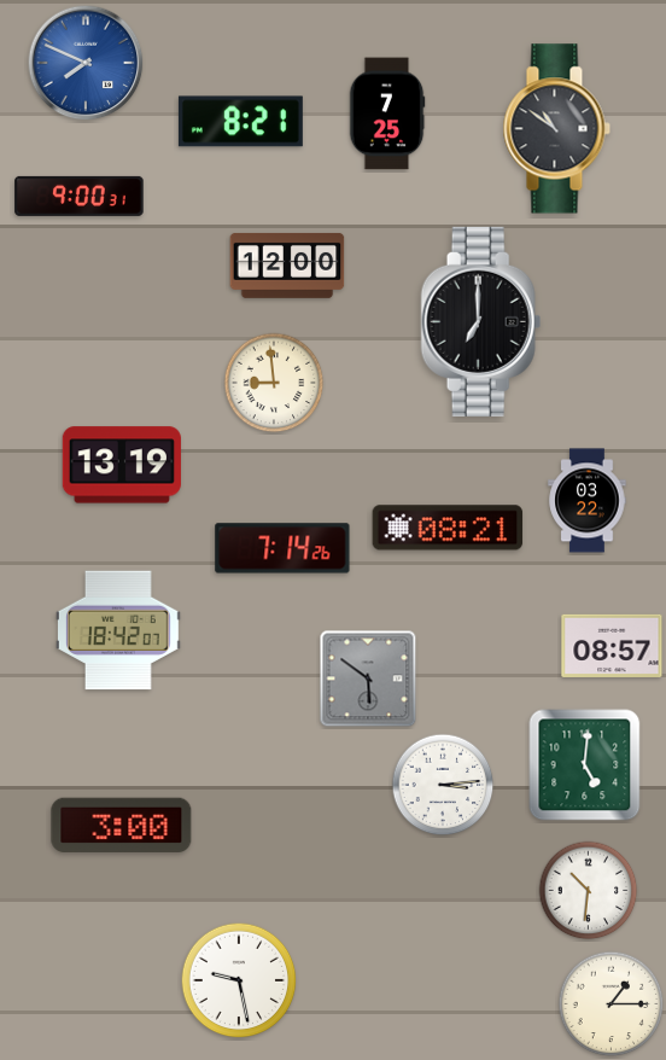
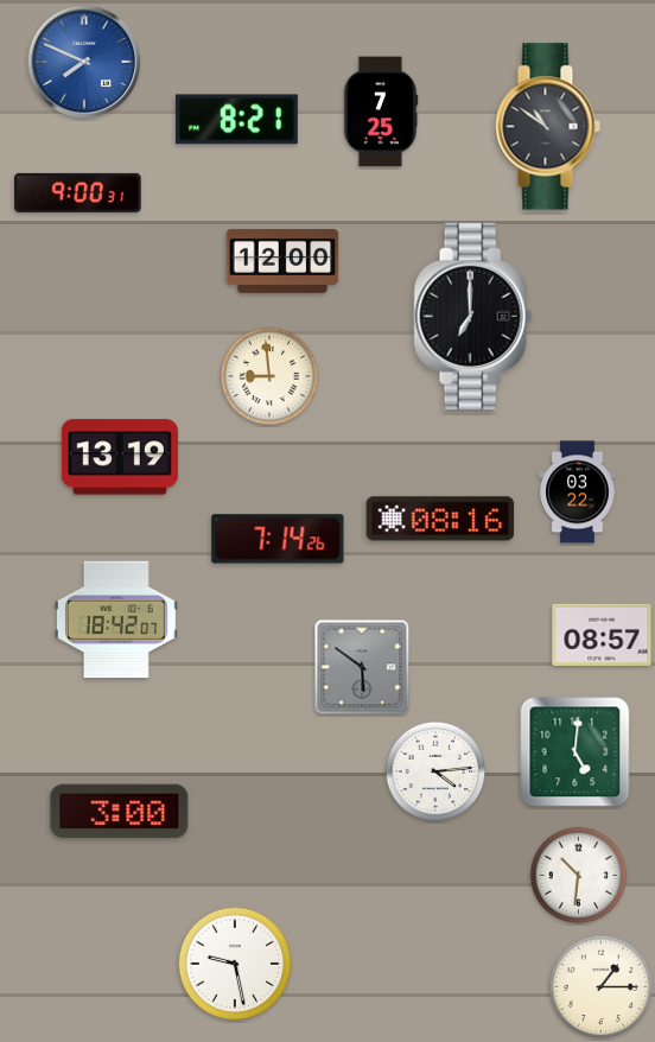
clock at (448, 528): 08:21 -> 08:16
clock at (443, 785): 3:14 -> 4:14
